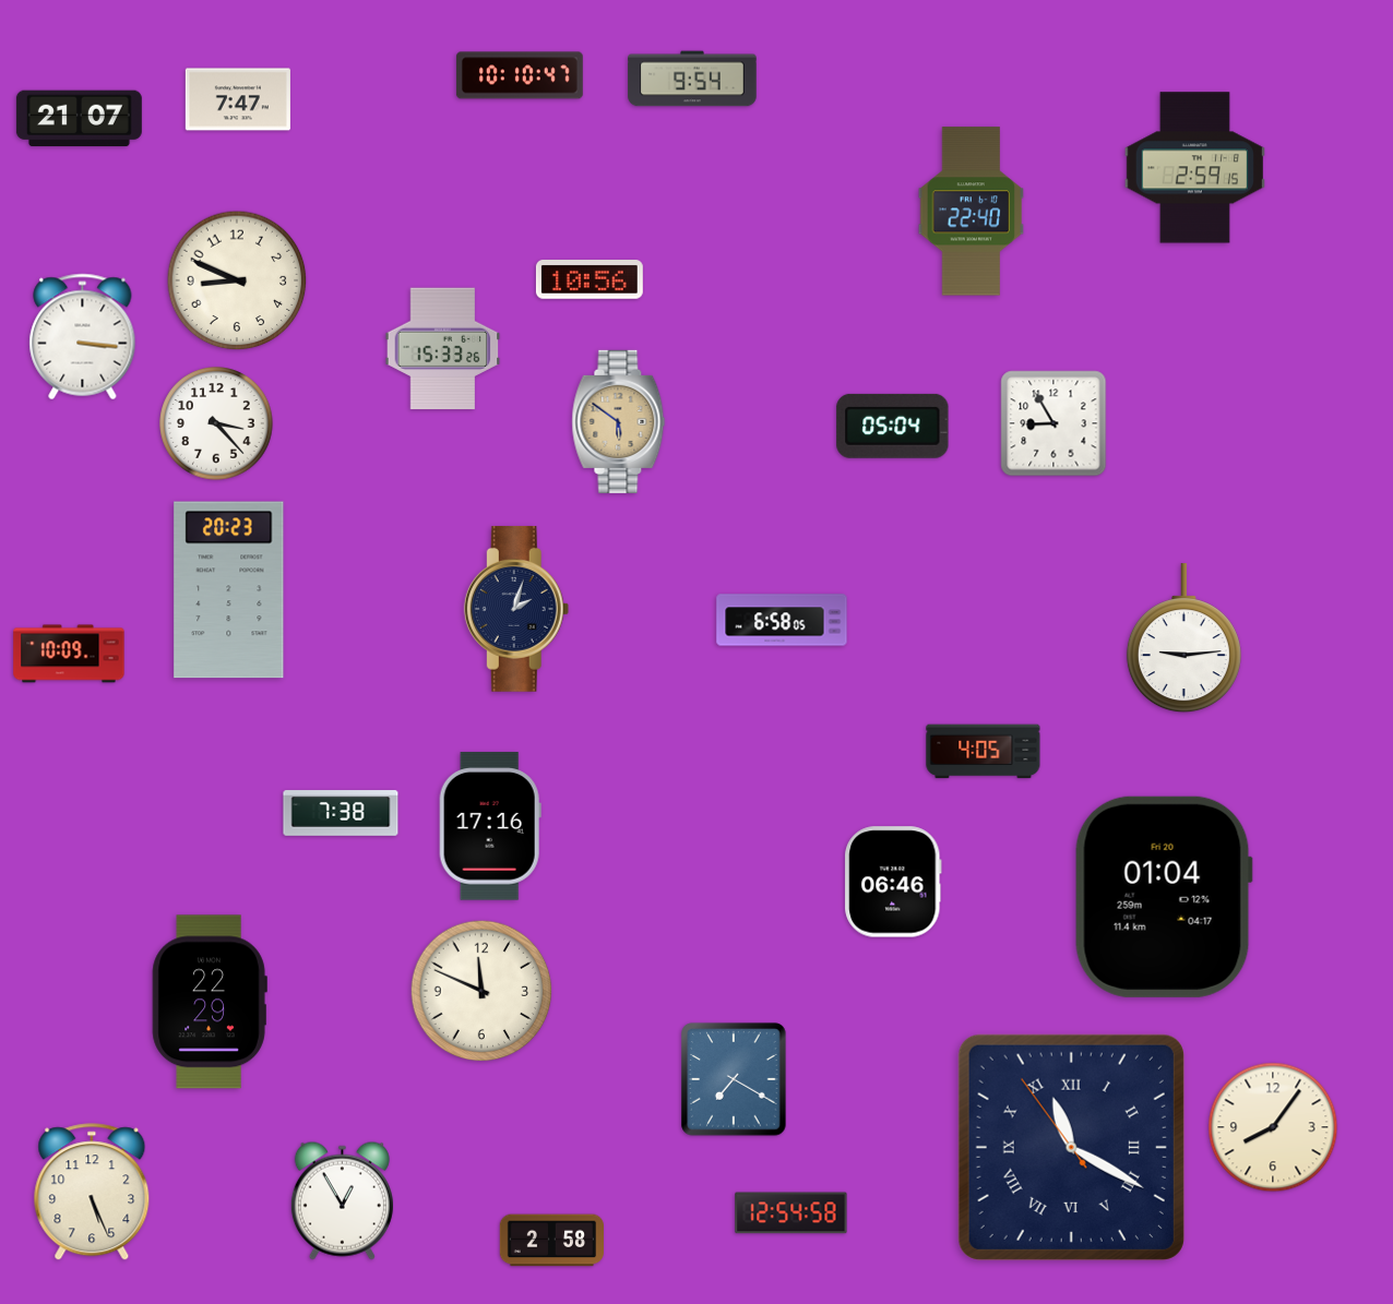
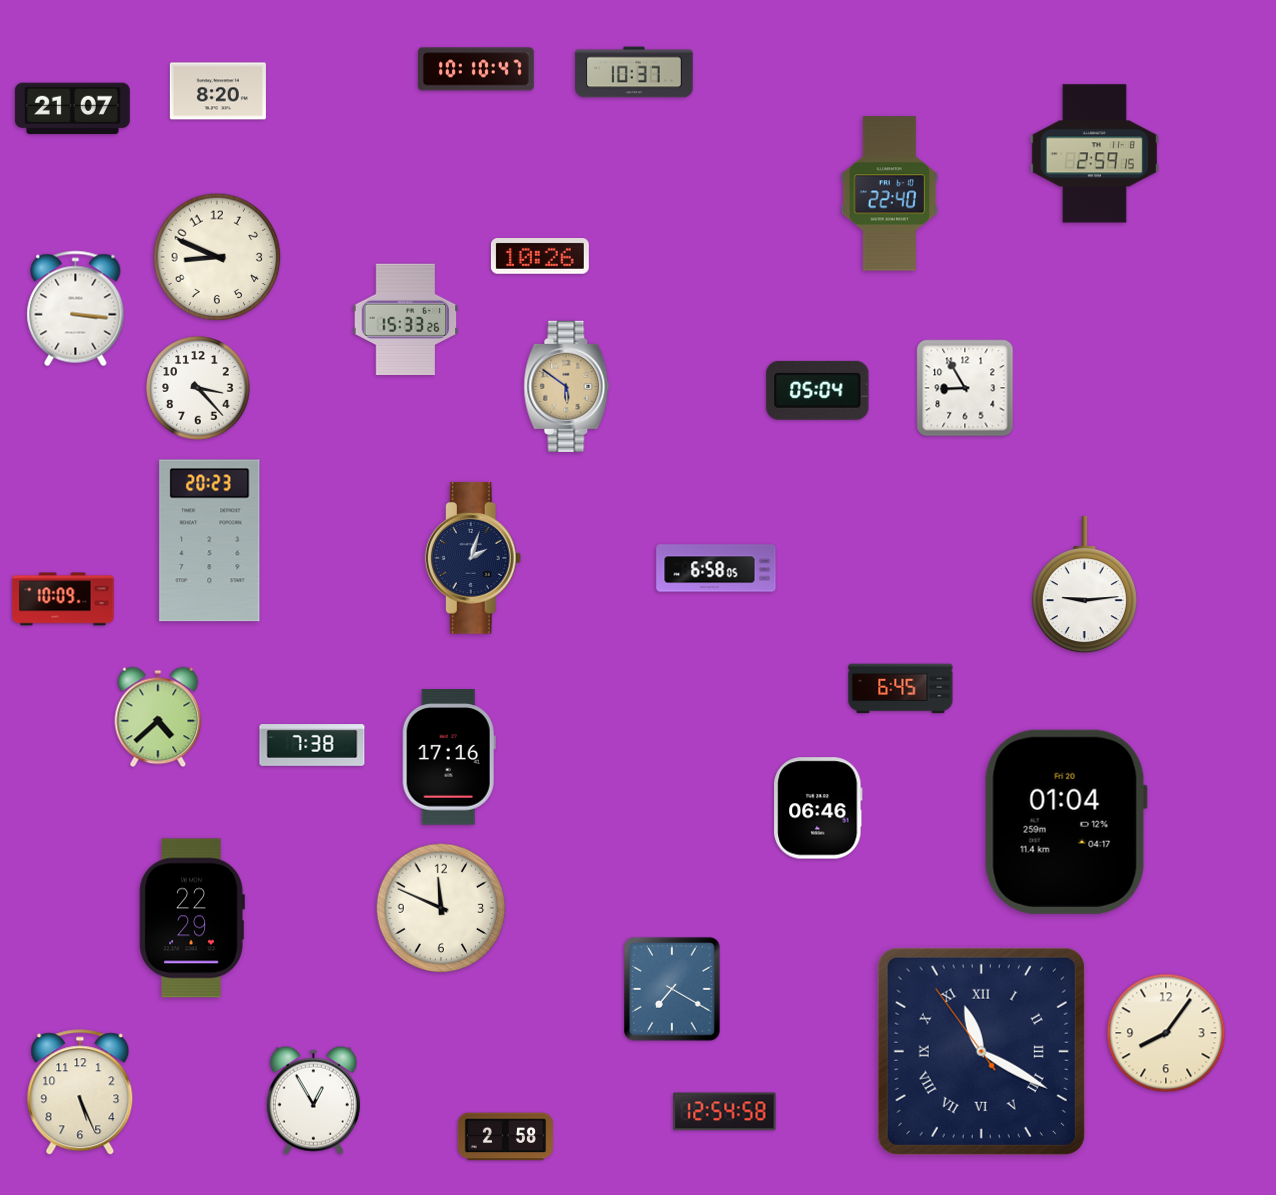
clock at (692, 79): 9:54 -> 10:37
clock at (238, 99): 7:47 -> 8:20
clock at (590, 279): 10:56 -> 10:26
clock at (984, 752): 4:05 -> 6:45
clock at (158, 717): none -> 4:38
clock at (92, 1193) position: (92, 1193) -> (80, 1093)
